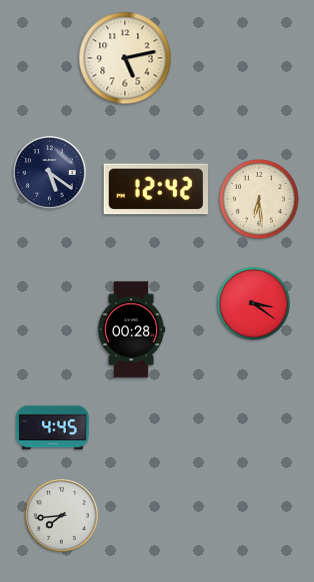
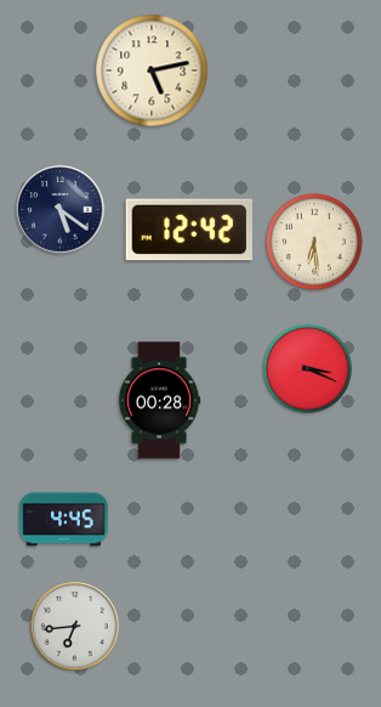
clock at (253, 303): 3:21 -> 3:19
clock at (62, 516): 7:44 -> 6:44
